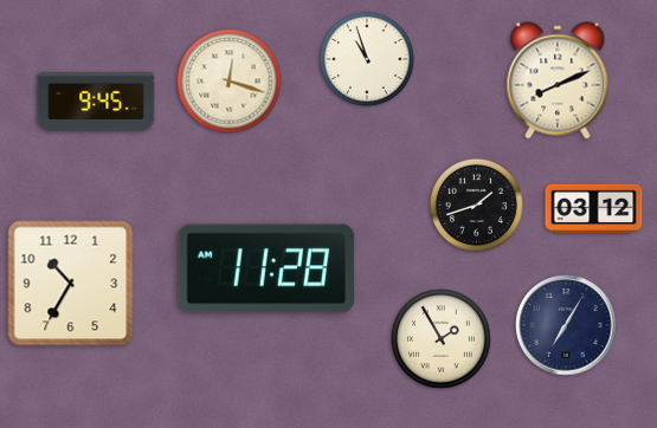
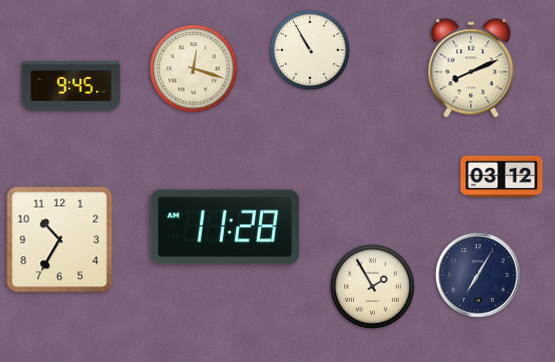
clock at (367, 59): 10:57 -> 10:55
clock at (96, 102) position: (96, 102) -> (71, 86)
clock at (476, 205): 1:42 -> none
